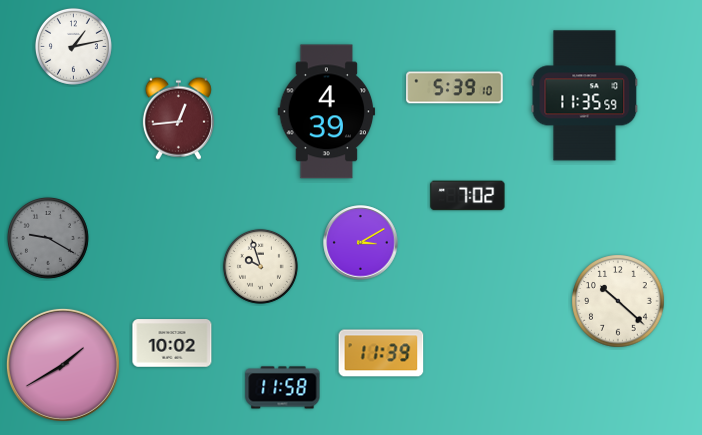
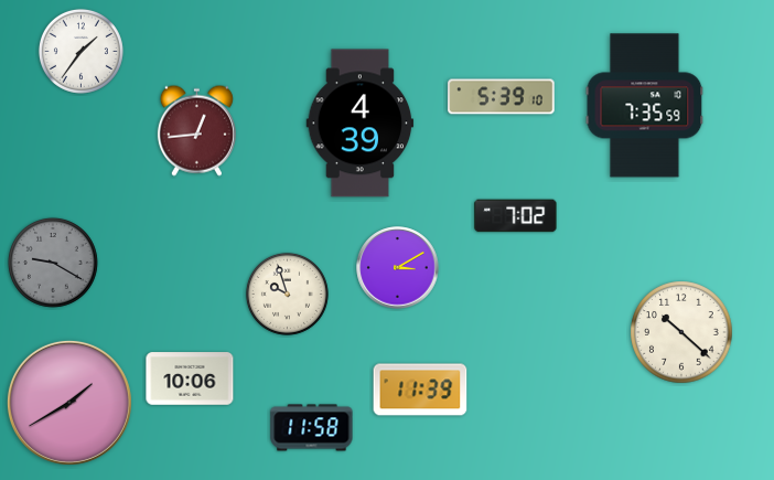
clock at (73, 46): 1:13 -> 1:36
clock at (585, 96): 11:35 -> 7:35
clock at (172, 343): 10:02 -> 10:06
